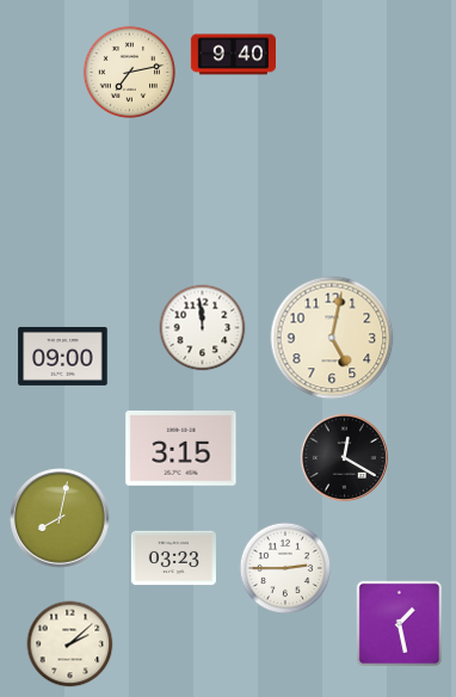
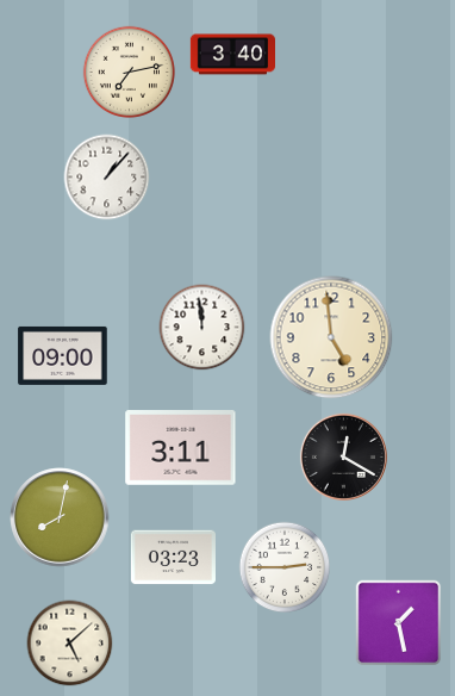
clock at (233, 55): 9:40 -> 3:40
clock at (107, 178): none -> 1:07
clock at (332, 338): 5:02 -> 4:59
clock at (181, 449): 3:15 -> 3:11
clock at (70, 644): 2:08 -> 5:08
